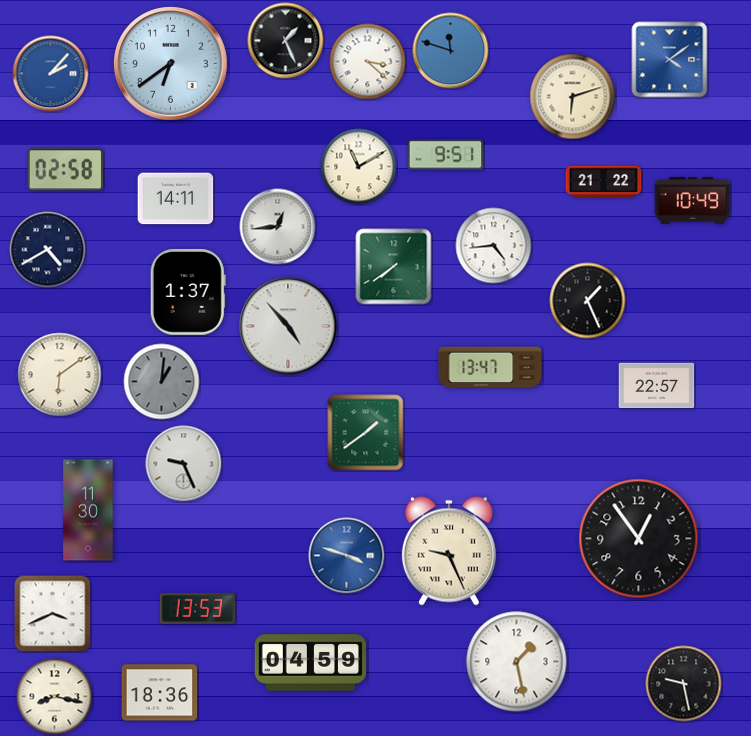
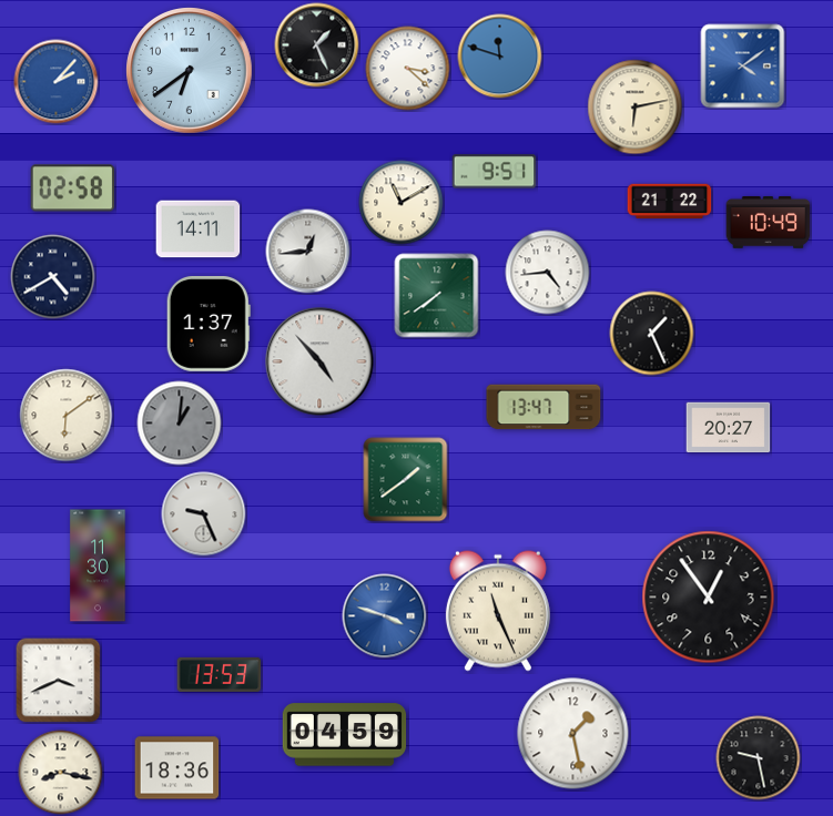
clock at (573, 97): 6:12 -> 6:13
clock at (359, 167) position: (359, 167) -> (402, 203)
clock at (176, 199) position: (176, 199) -> (199, 229)
clock at (657, 386): 22:57 -> 20:27
clock at (449, 551): 9:26 -> 11:26
